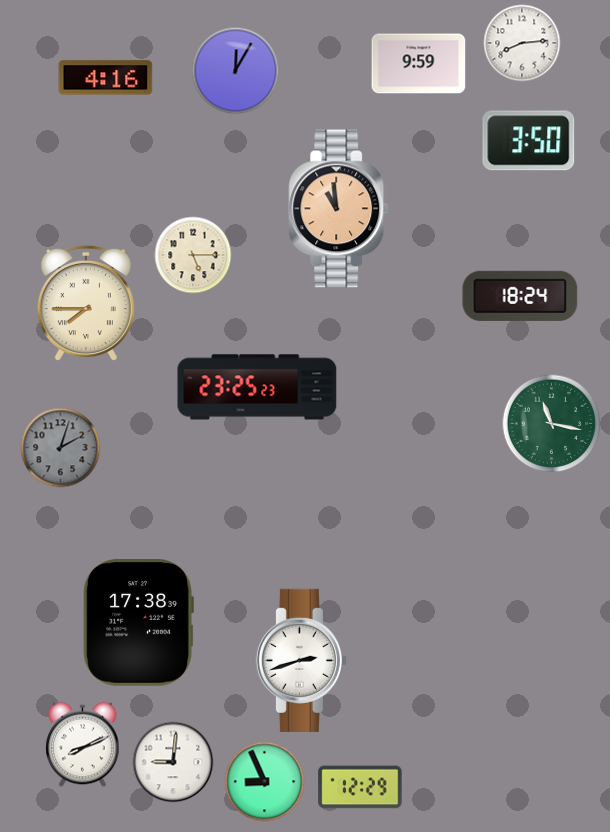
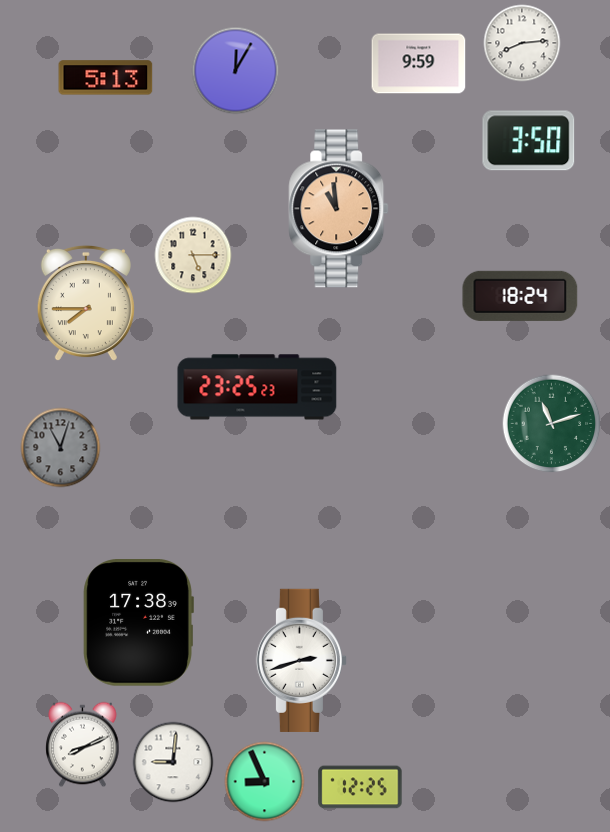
clock at (106, 78): 4:16 -> 5:13
clock at (552, 424): 11:17 -> 11:12
clock at (61, 448): 2:03 -> 11:03
clock at (360, 787): 12:29 -> 12:25
